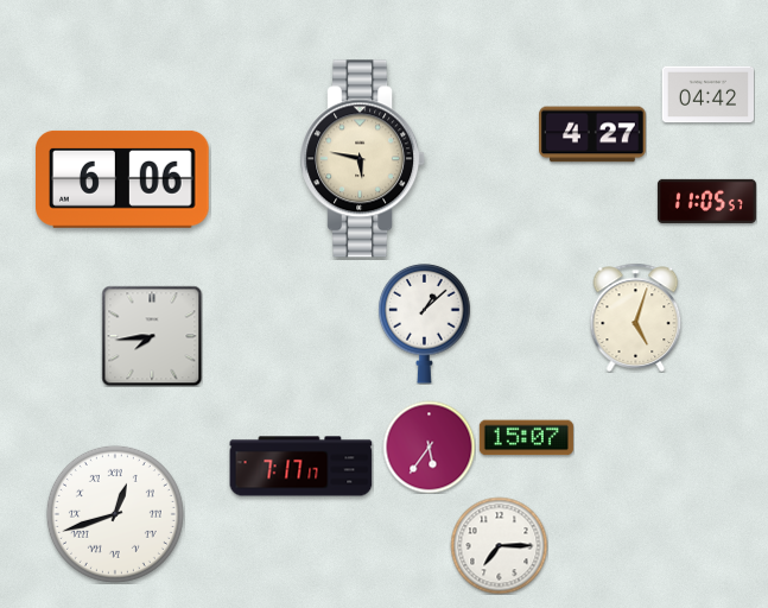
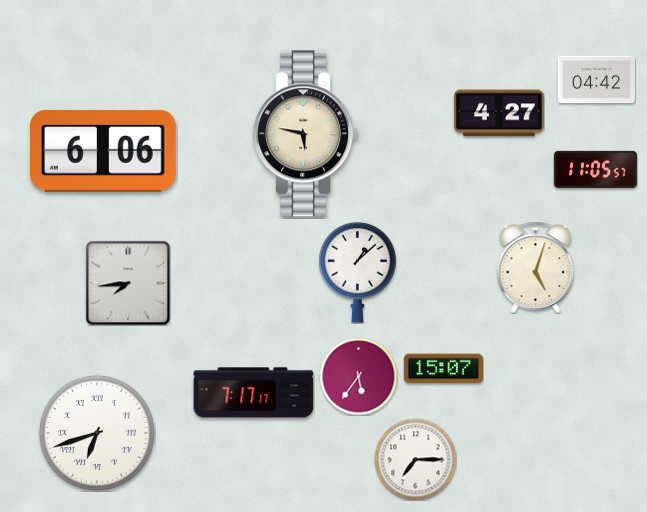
clock at (429, 446) position: (429, 446) -> (358, 376)
clock at (115, 514): 12:42 -> 6:42
clock at (499, 545) position: (499, 545) -> (415, 459)
